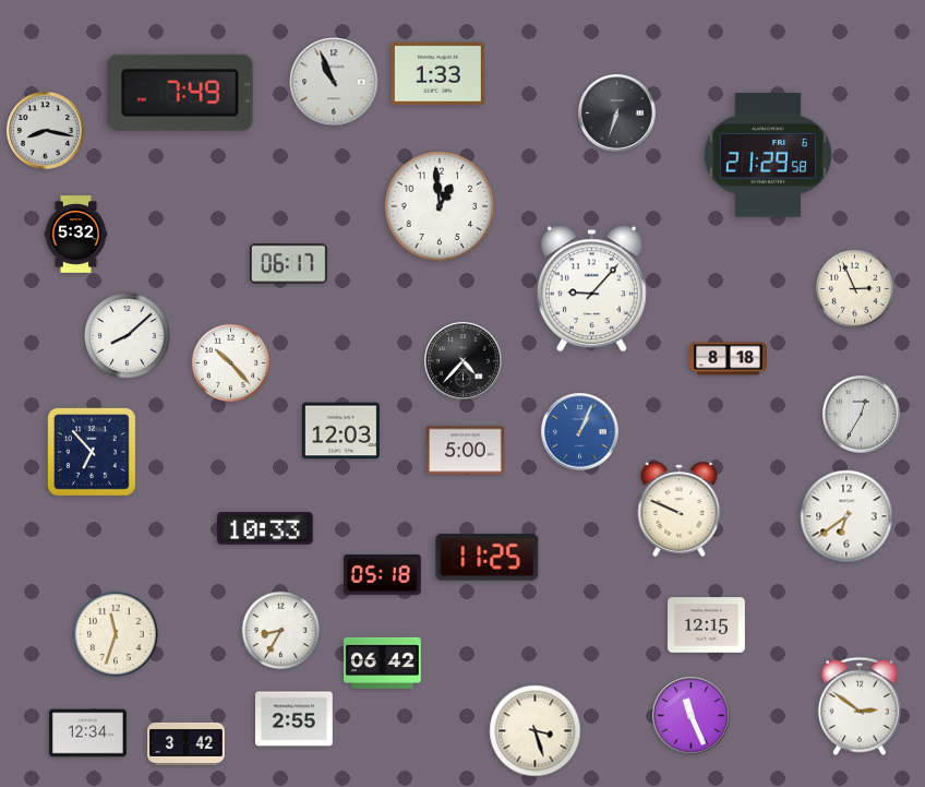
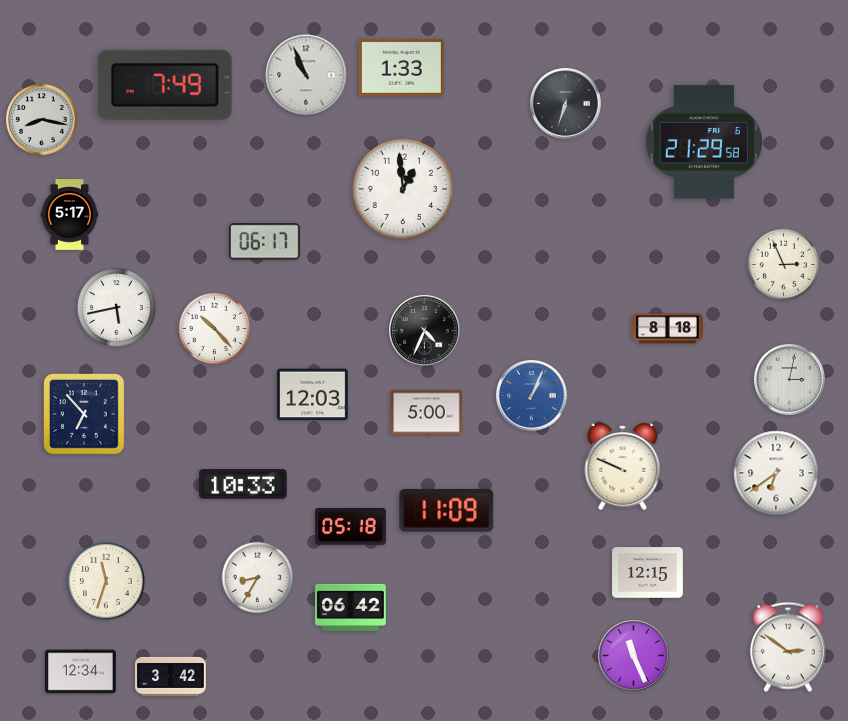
clock at (76, 235): 5:32 -> 5:17
clock at (591, 289): 9:07 -> none
clock at (128, 336): 8:08 -> 5:43
clock at (464, 361): 4:37 -> 4:34
clock at (231, 363) position: (231, 363) -> (215, 329)
clock at (862, 415): 12:35 -> 3:02
clock at (488, 557): 11:25 -> 11:09
clock at (295, 719): 2:55 -> none
clock at (536, 731): 3:27 -> none
clock at (187, 743) position: (187, 743) -> (171, 676)
